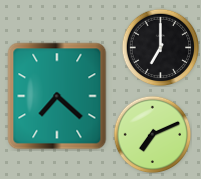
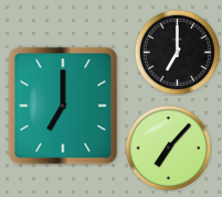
clock at (57, 96): 7:22 -> 7:00
clock at (152, 134): 7:11 -> 7:07
